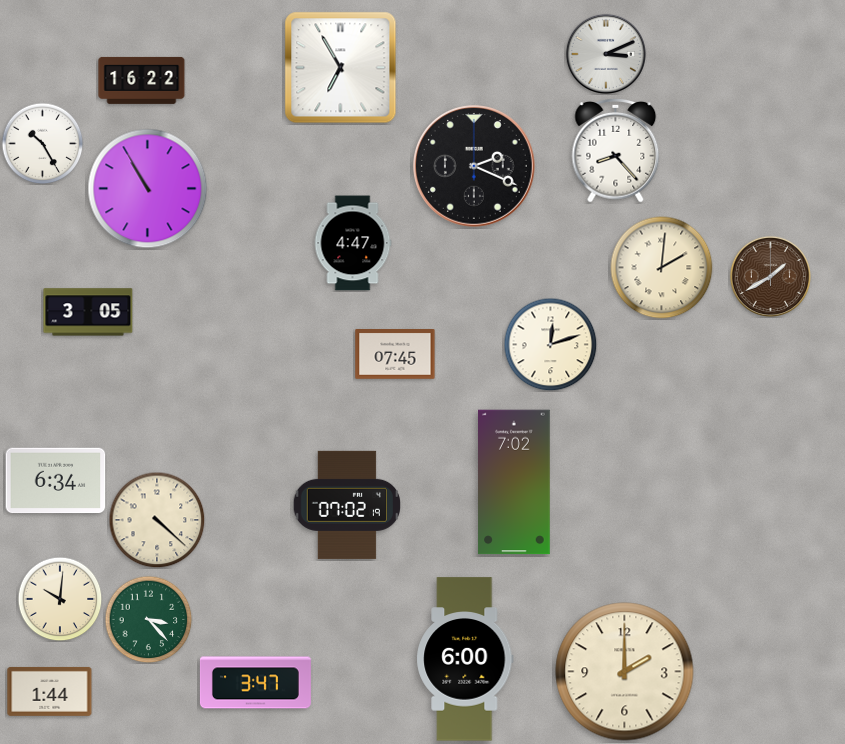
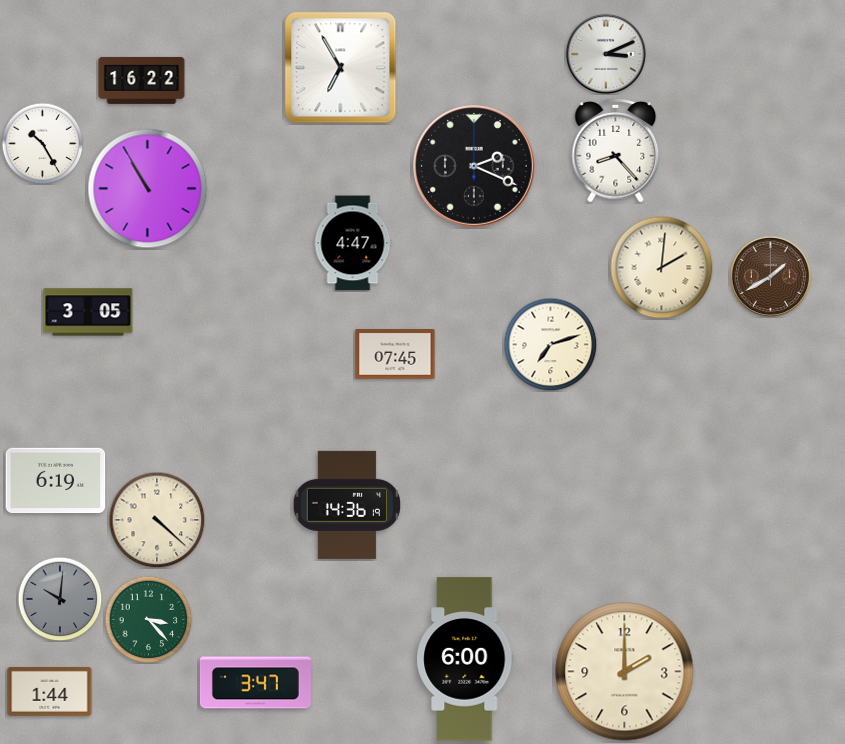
clock at (550, 344): 12:12 -> 7:12
clock at (56, 481): 6:34 -> 6:19
clock at (514, 482): 7:02 -> none
clock at (346, 505): 07:02 -> 14:36
clock at (60, 599) dial: cream -> grey
